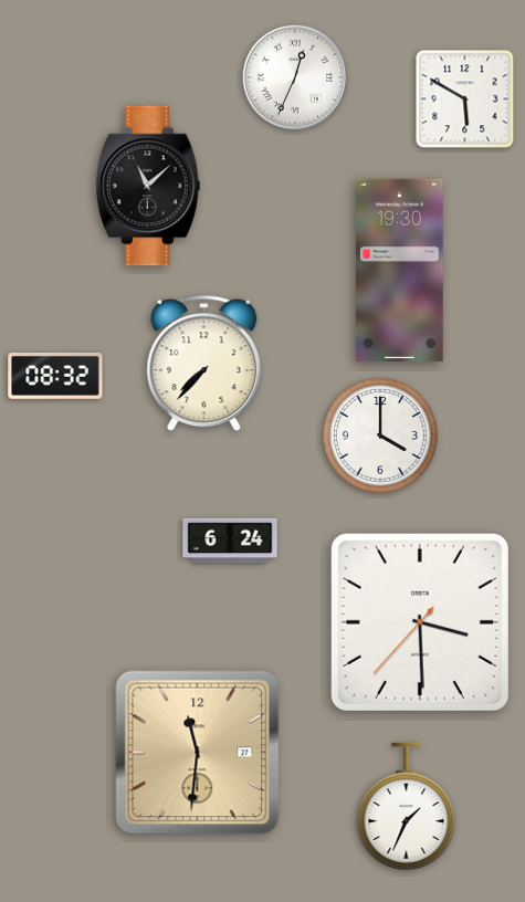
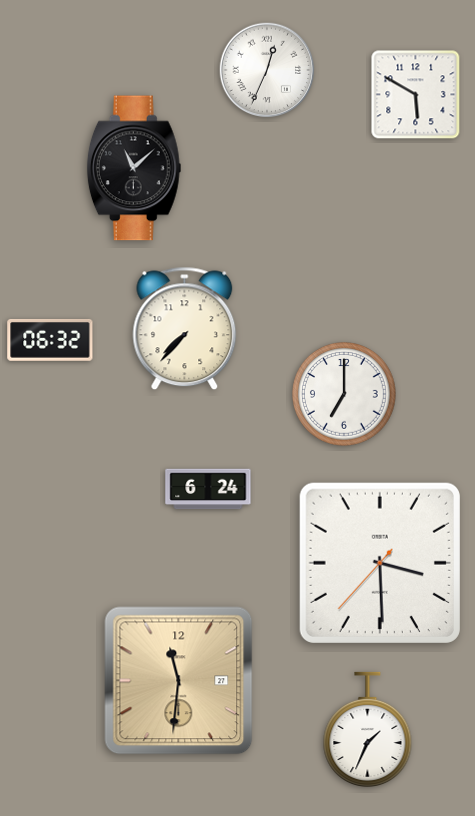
clock at (465, 99) position: (465, 99) -> (416, 95)
clock at (400, 271): 19:30 -> none
clock at (55, 376): 08:32 -> 06:32
clock at (381, 437): 4:00 -> 7:00
